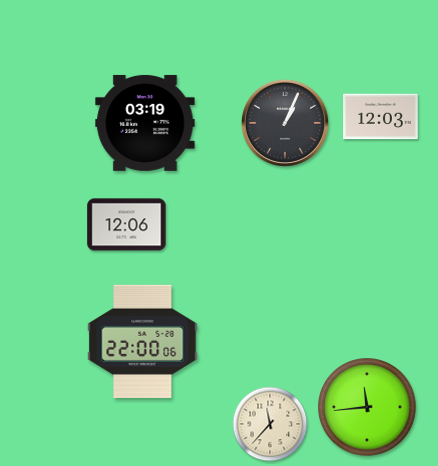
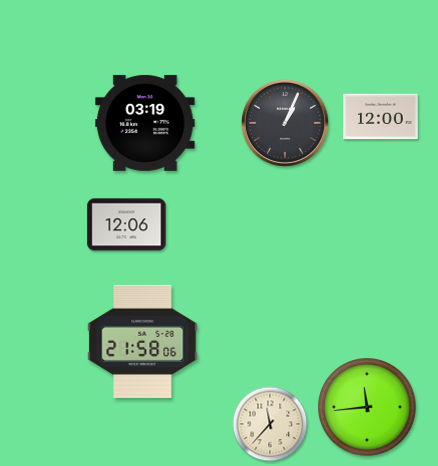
clock at (381, 117): 12:03 -> 12:00
clock at (143, 341): 22:00 -> 21:58
